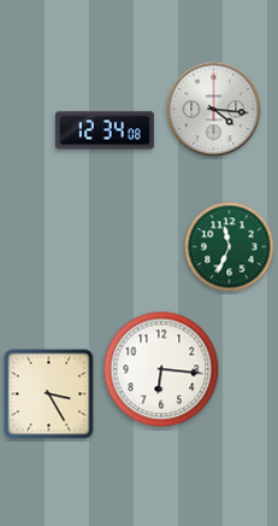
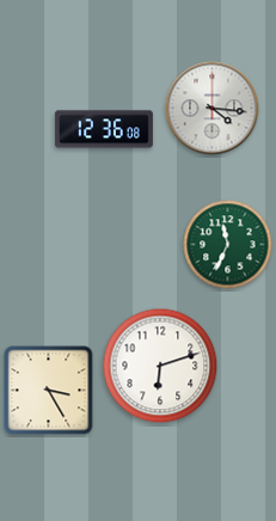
clock at (105, 130): 12:34 -> 12:36
clock at (161, 369): 6:16 -> 6:12
